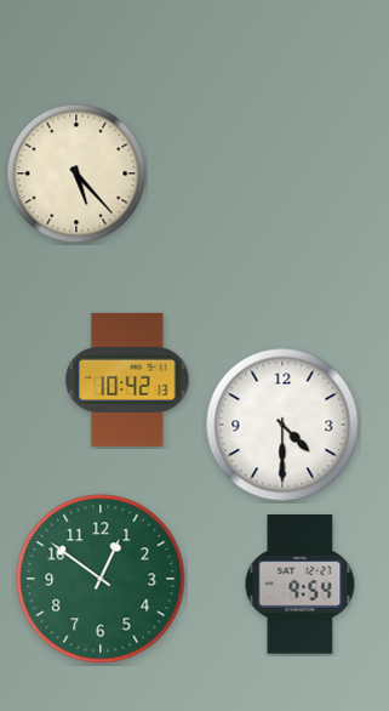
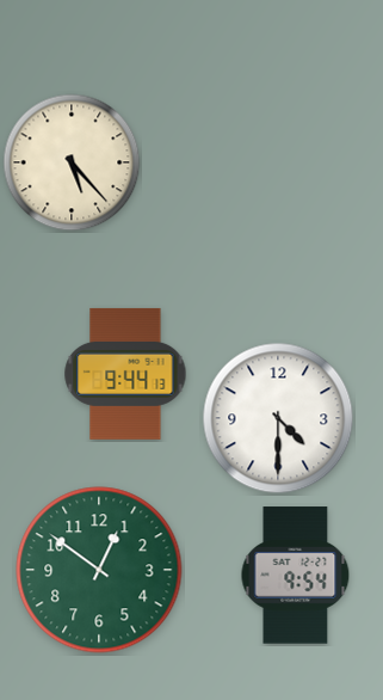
clock at (76, 174) position: (76, 174) -> (72, 162)
clock at (127, 380): 10:42 -> 9:44
